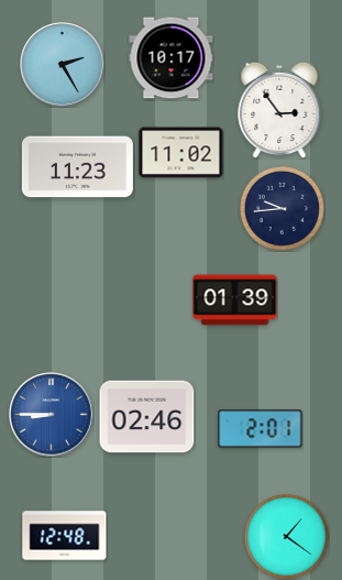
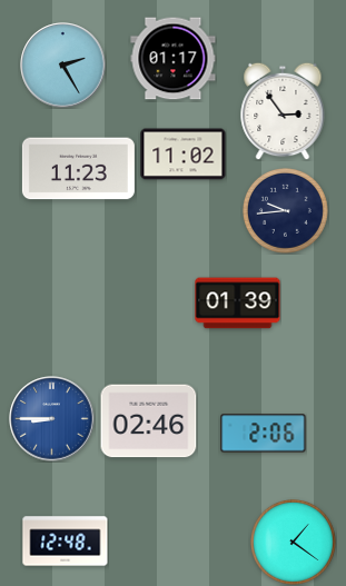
clock at (172, 58): 10:17 -> 01:17
clock at (261, 429): 2:01 -> 2:06
clock at (286, 536) position: (286, 536) -> (293, 542)
